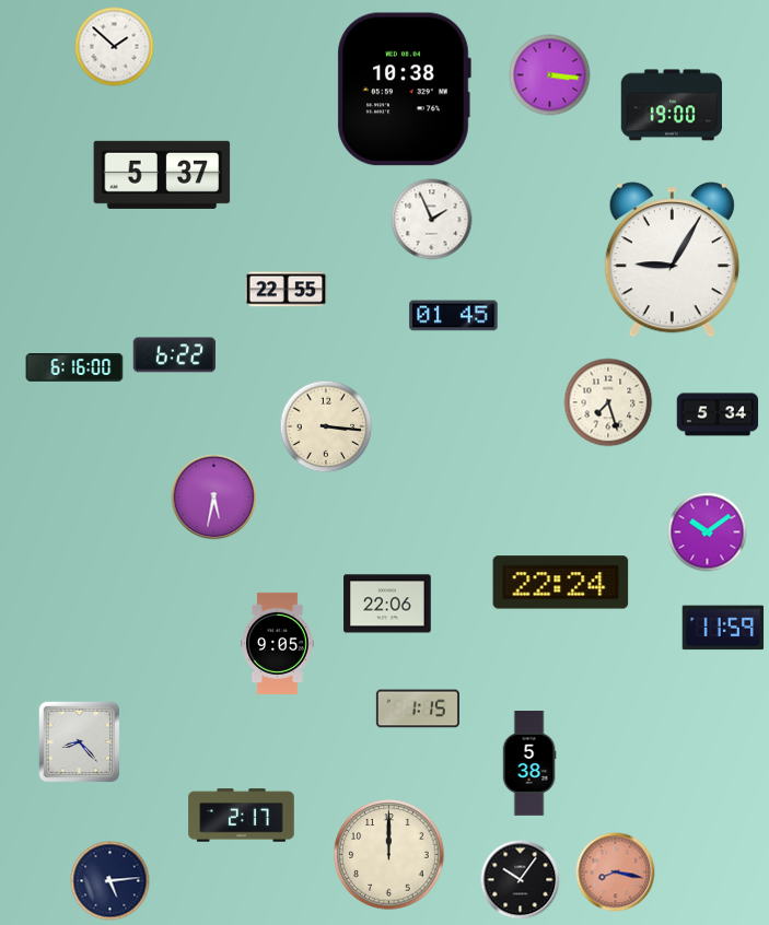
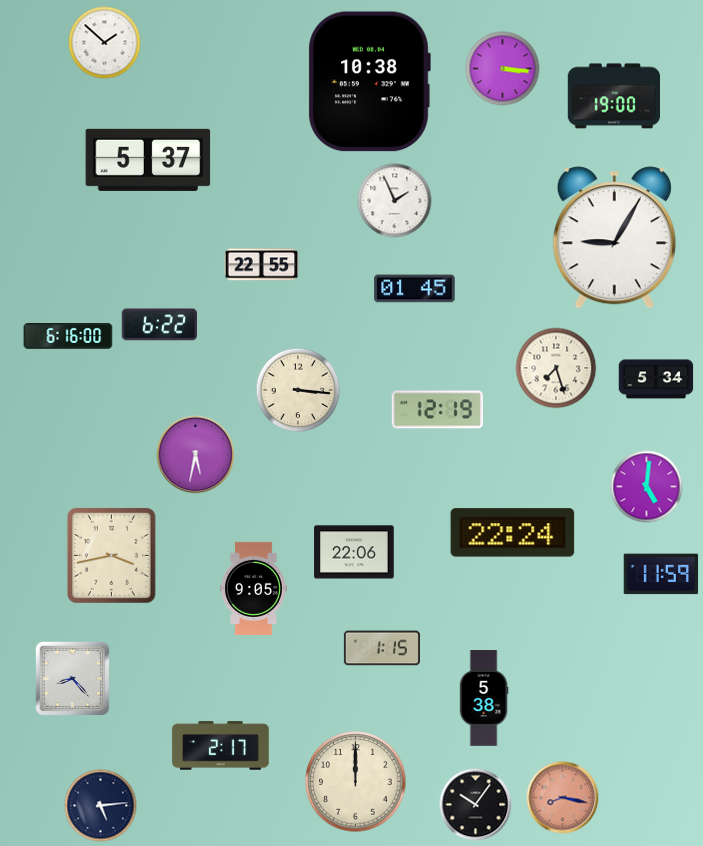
clock at (438, 410): none -> 12:19
clock at (708, 532): 10:09 -> 5:01
clock at (111, 555): none -> 3:43
